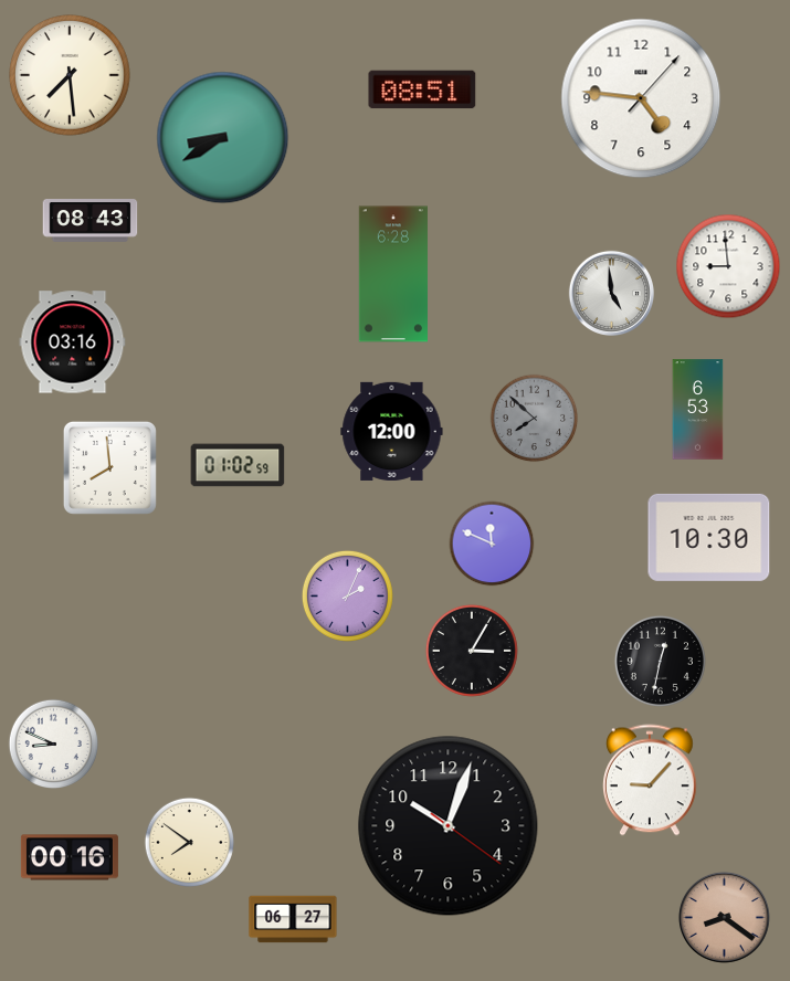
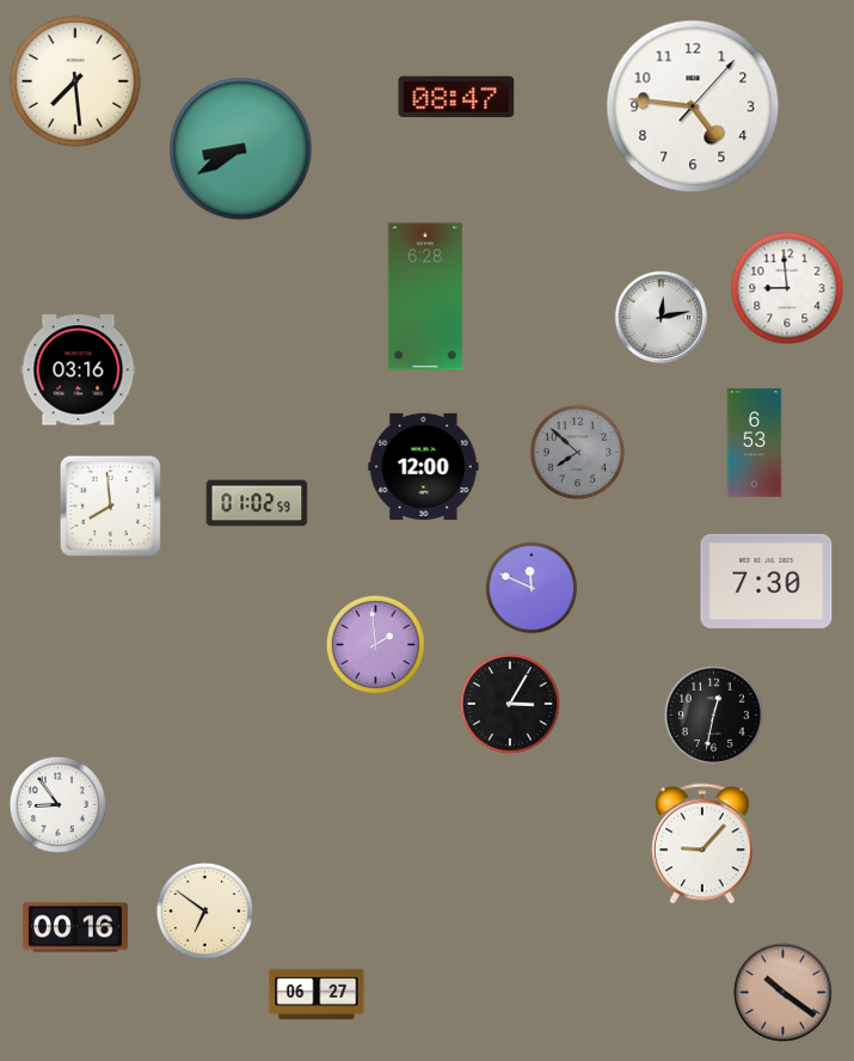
clock at (422, 89): 08:51 -> 08:47
clock at (91, 221): 08:43 -> none
clock at (611, 293): 4:59 -> 12:13
clock at (109, 467) position: (109, 467) -> (110, 505)
clock at (709, 537): 10:30 -> 7:30
clock at (347, 595): 2:04 -> 1:59
clock at (53, 743): 8:49 -> 8:54
clock at (449, 826): 10:03 -> none
clock at (189, 842): 7:51 -> 6:51
clock at (724, 917): 8:21 -> 10:21
